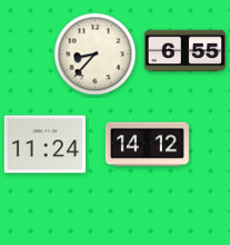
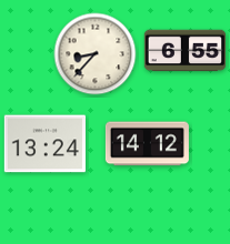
clock at (44, 145): 11:24 -> 13:24
